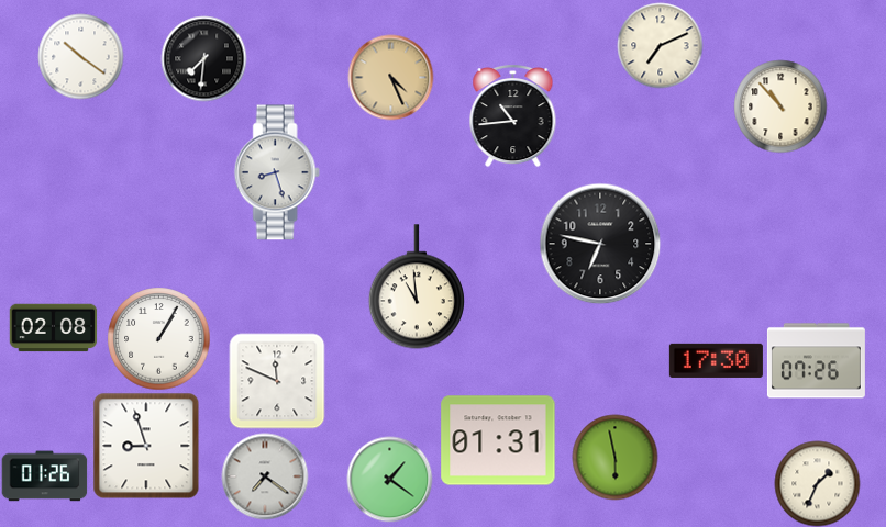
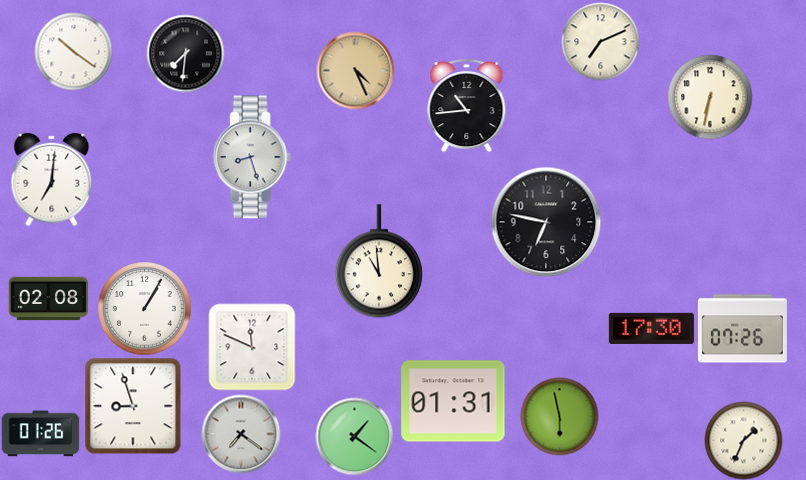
clock at (780, 106): 10:53 -> 6:32
clock at (52, 179): none -> 7:01
